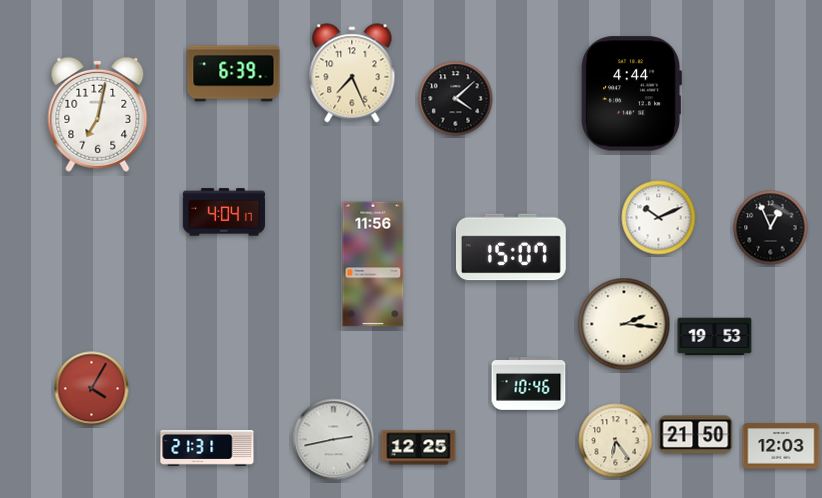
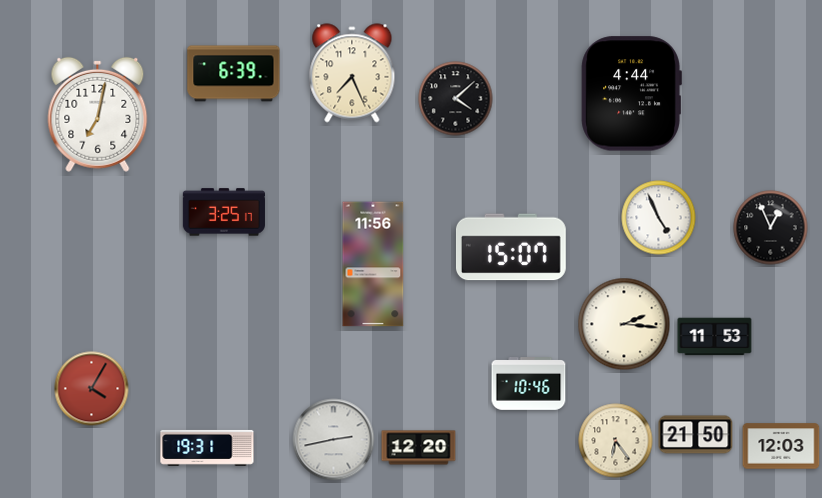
clock at (224, 212): 4:04 -> 3:25
clock at (659, 218): 10:11 -> 4:56
clock at (715, 337): 19:53 -> 11:53
clock at (207, 448): 21:31 -> 19:31
clock at (419, 448): 12:25 -> 12:20
